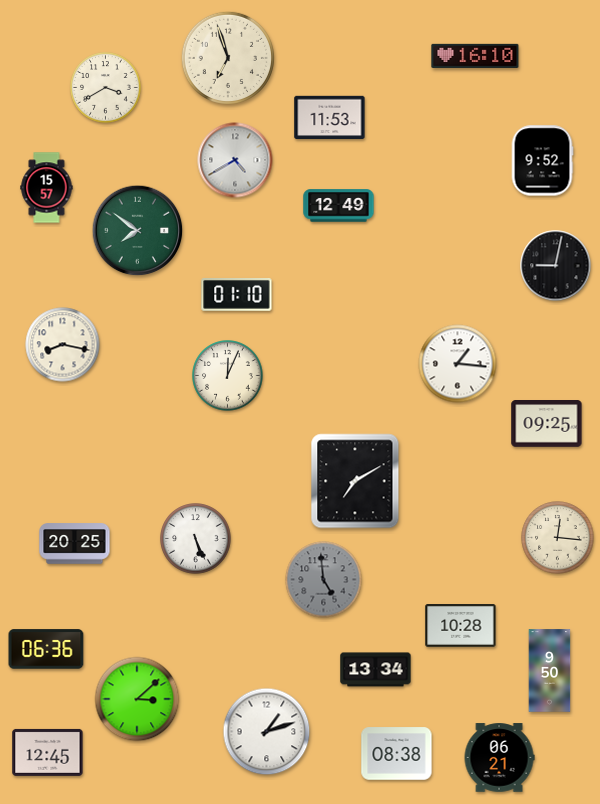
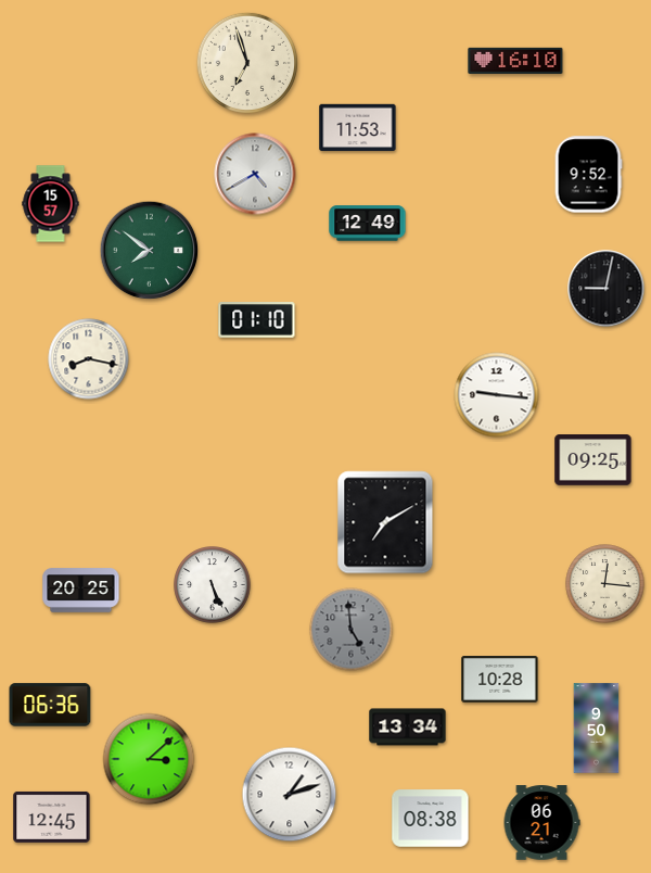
clock at (106, 88): 3:40 -> none
clock at (556, 266) position: (556, 266) -> (607, 289)
clock at (63, 345) position: (63, 345) -> (89, 359)
clock at (458, 364): 1:16 -> 9:16
clock at (228, 376): 12:04 -> none
